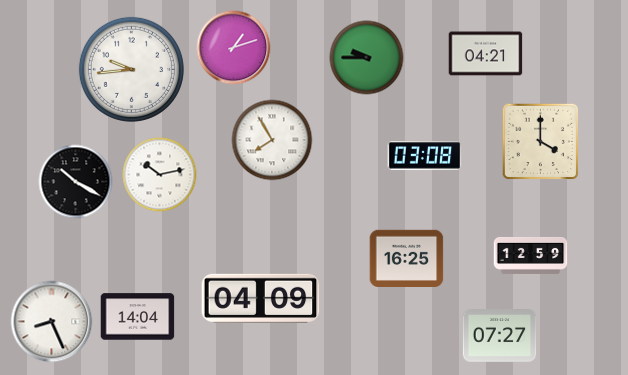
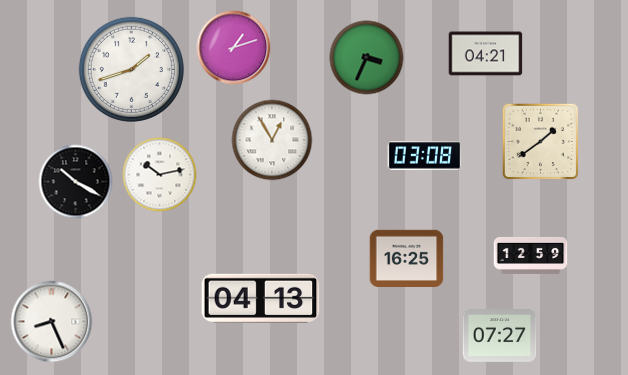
clock at (367, 58): 9:45 -> 3:34
clock at (131, 69): 9:44 -> 1:42
clock at (272, 140): 7:55 -> 12:55
clock at (541, 142): 4:00 -> 1:39
clock at (261, 298): 04:09 -> 04:13
clock at (138, 317): 14:04 -> none
